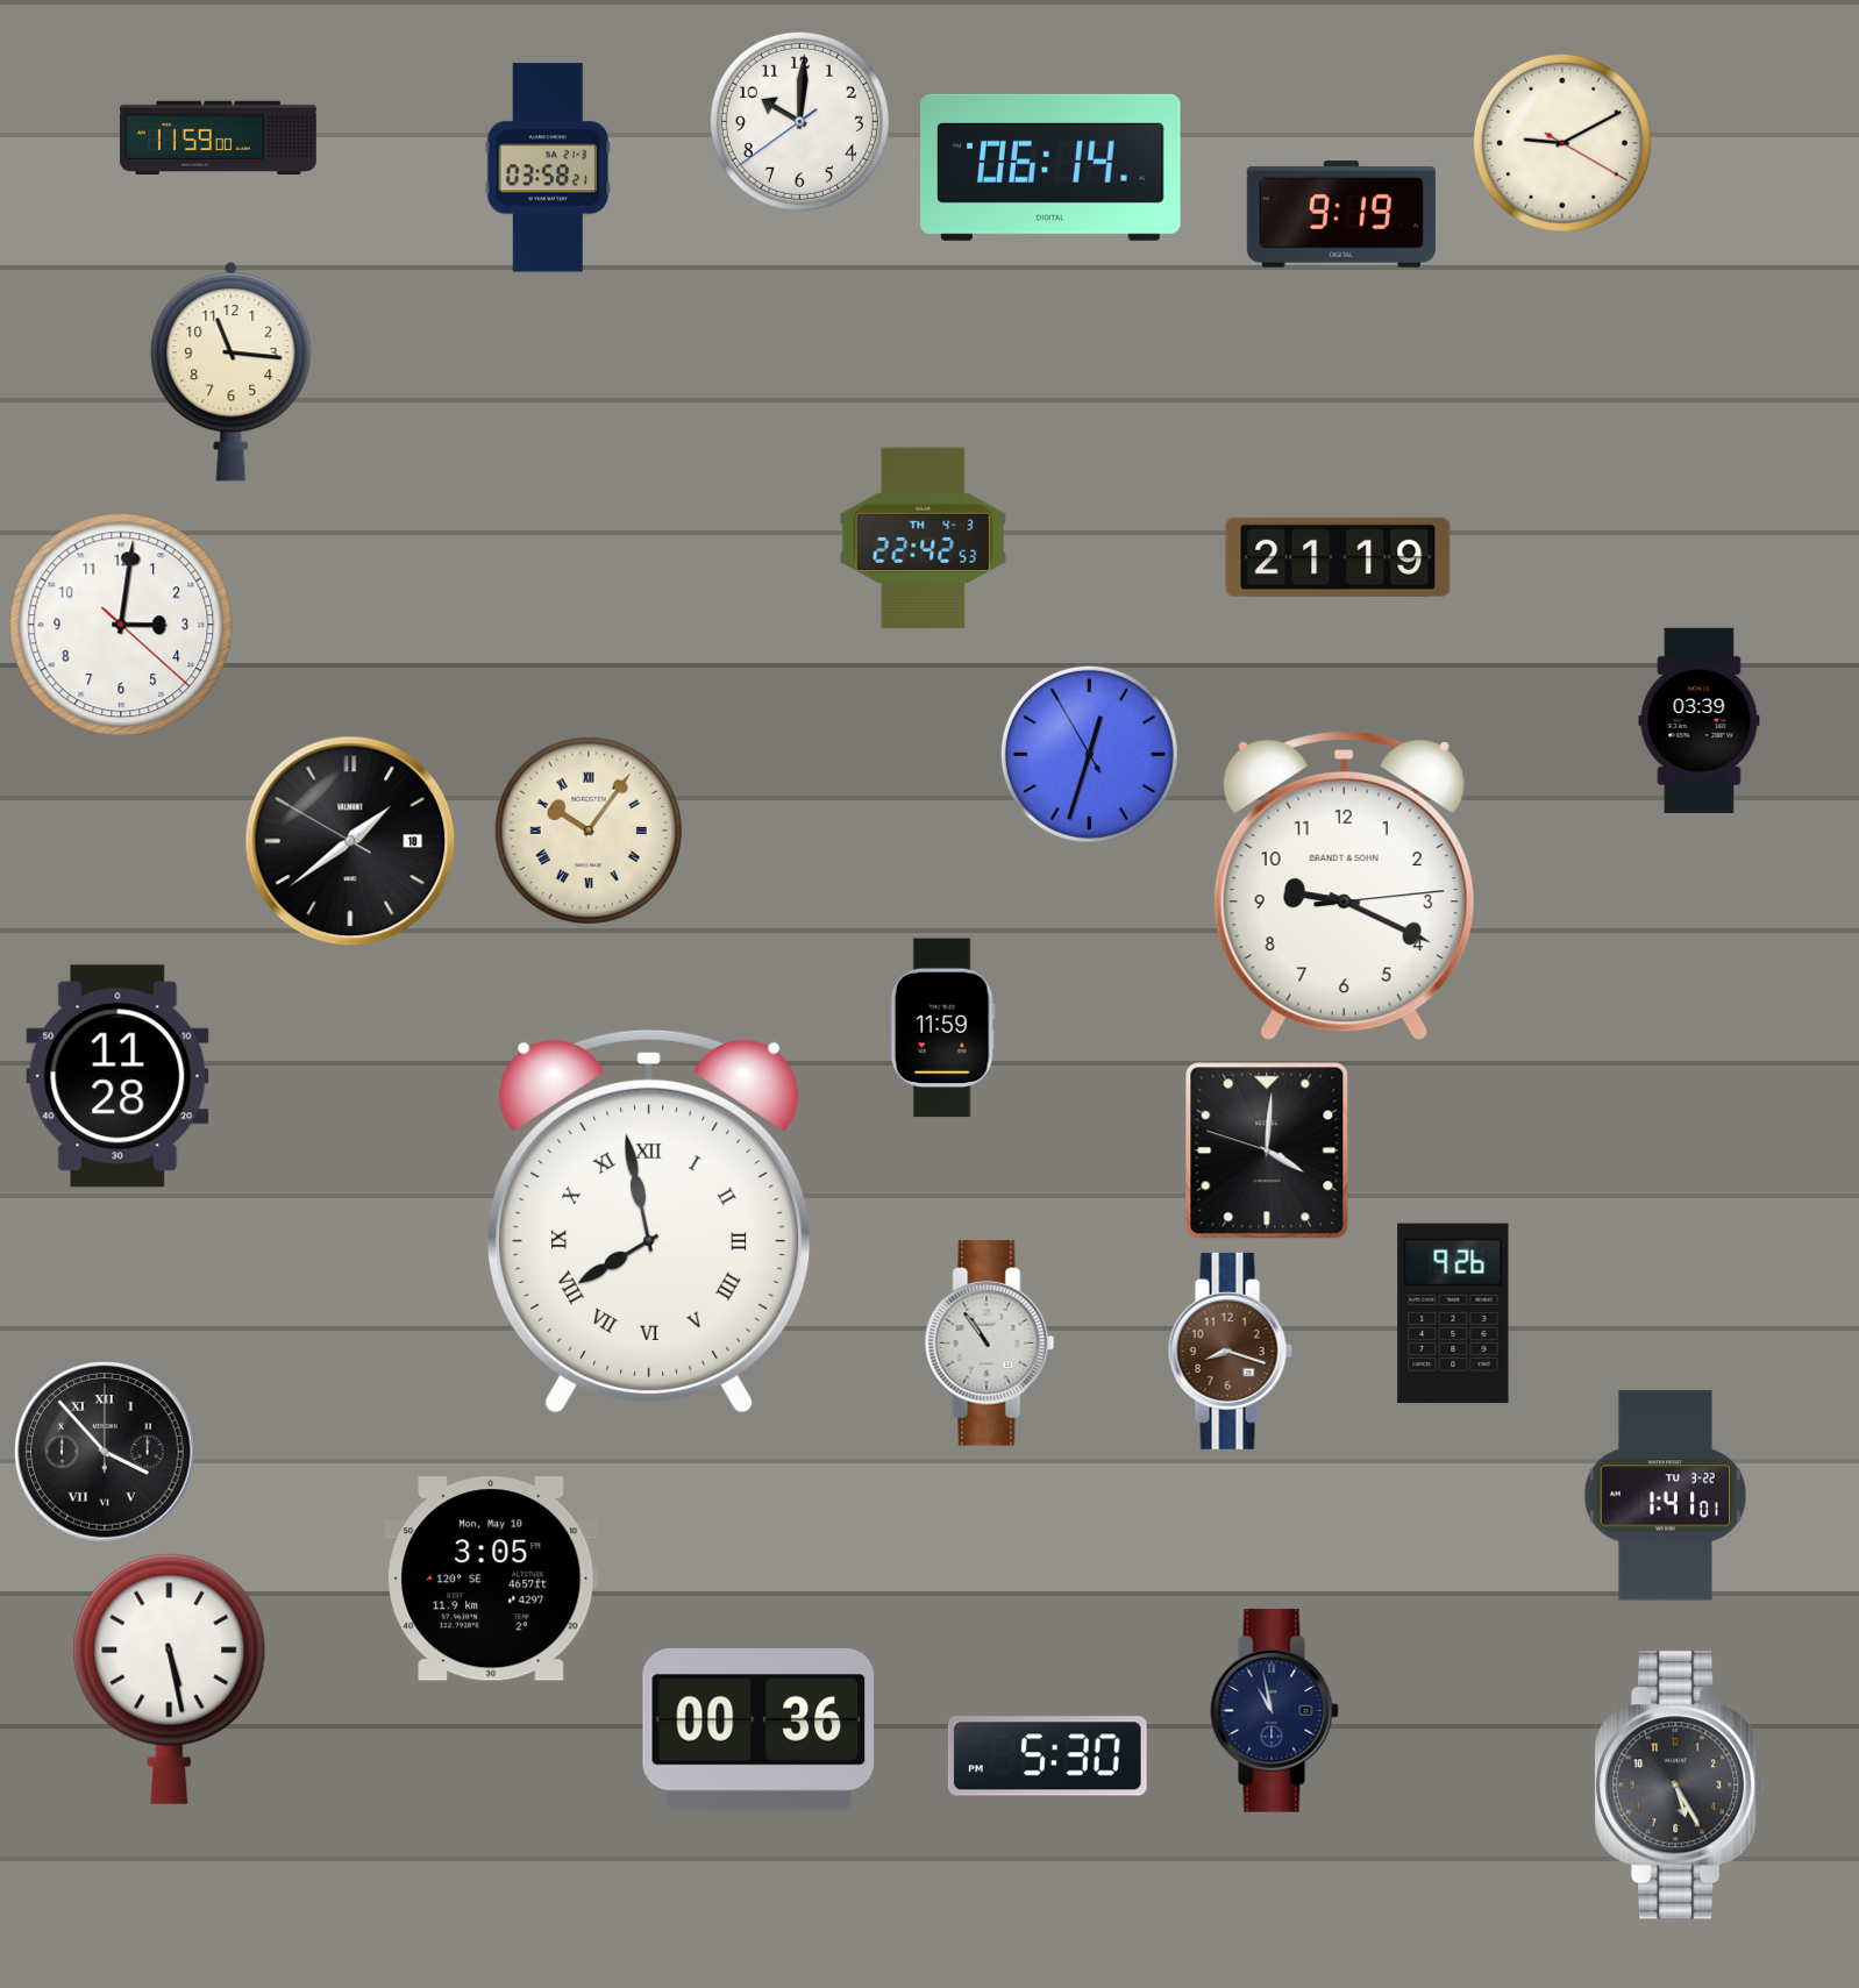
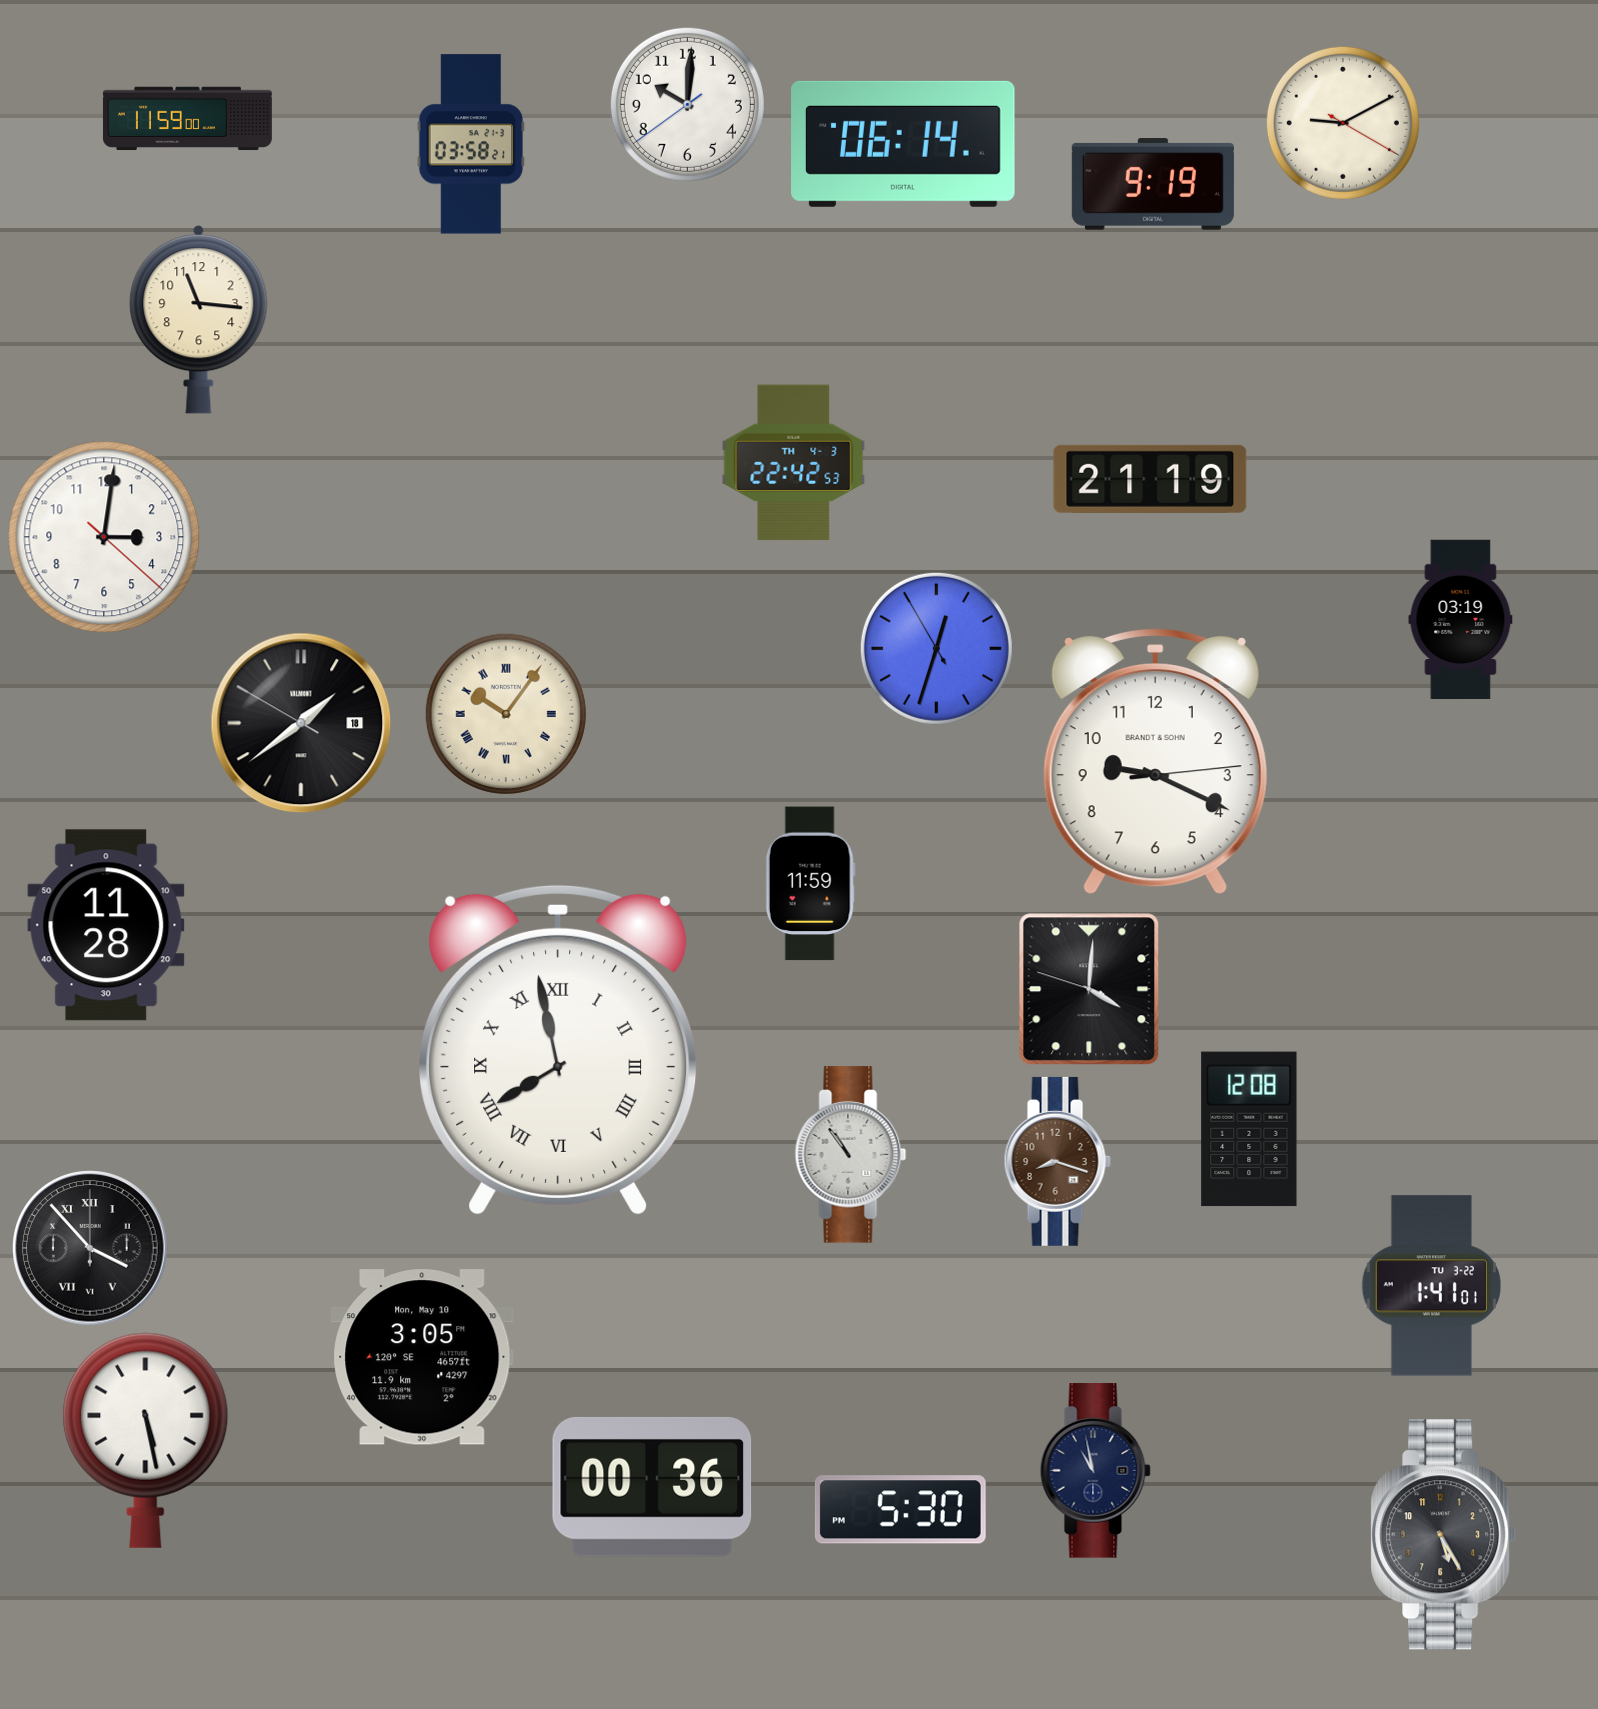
clock at (1700, 720): 03:39 -> 03:19
clock at (117, 1076) position: (117, 1076) -> (106, 925)
clock at (1453, 1313): 9:26 -> 12:08
clock at (170, 1679) position: (170, 1679) -> (146, 1440)
